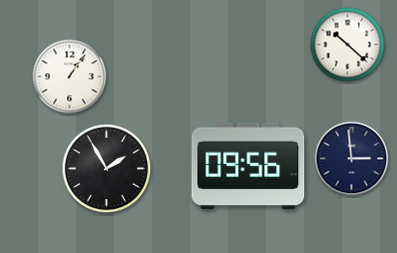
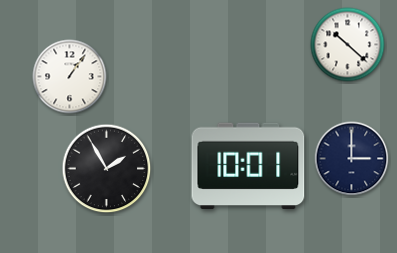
clock at (352, 159): 2:59 -> 3:00
clock at (248, 166): 09:56 -> 10:01
